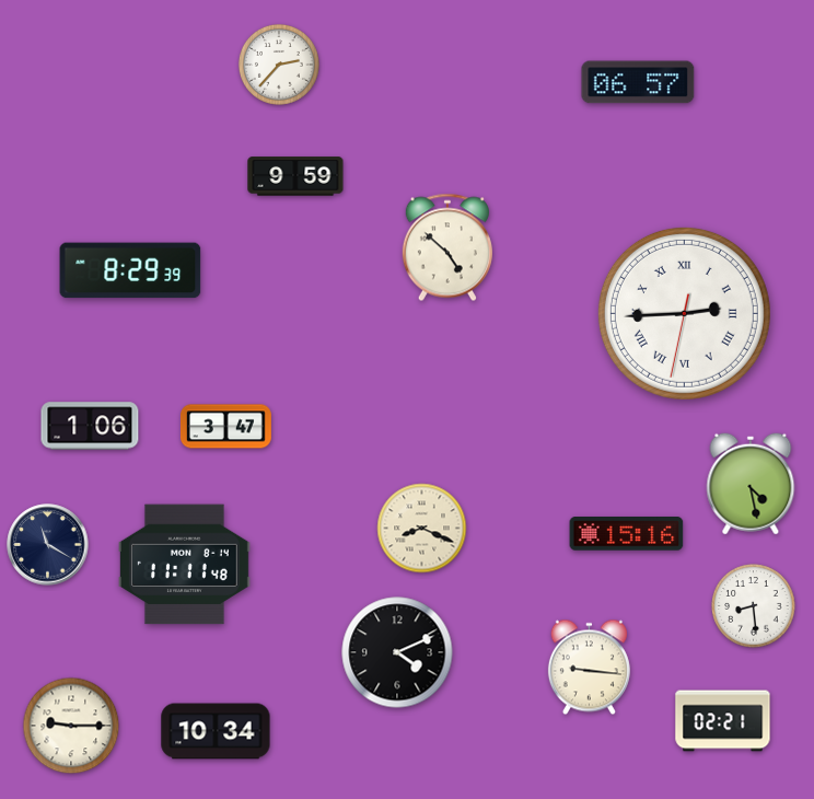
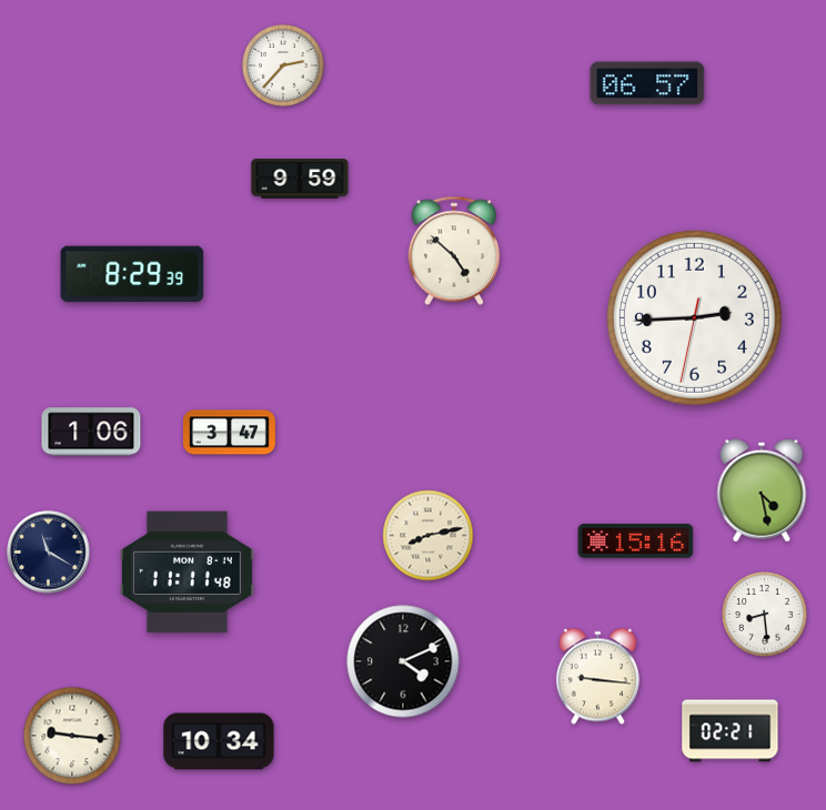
clock at (684, 313) numerals: Roman -> Arabic
clock at (422, 529): 8:19 -> 8:13
clock at (723, 721) position: (723, 721) -> (731, 731)
clock at (71, 726): 9:15 -> 9:16
